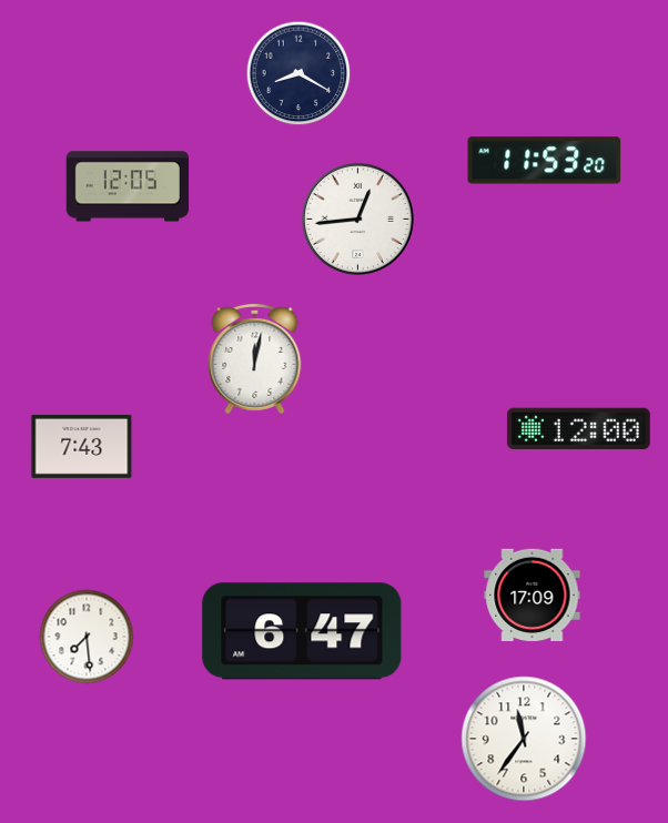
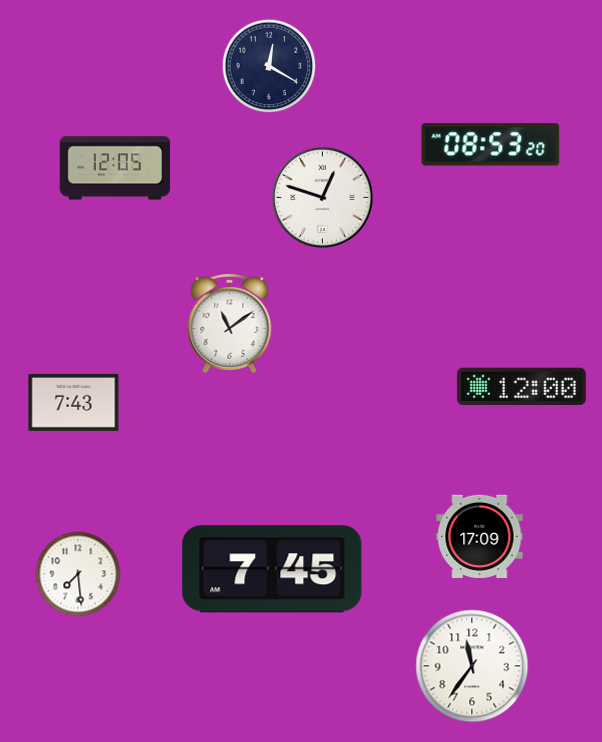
clock at (298, 73): 8:20 -> 12:20
clock at (545, 161): 11:53 -> 08:53
clock at (357, 219): 12:44 -> 12:48
clock at (255, 358): 12:02 -> 11:09
clock at (302, 631): 6:47 -> 7:45
